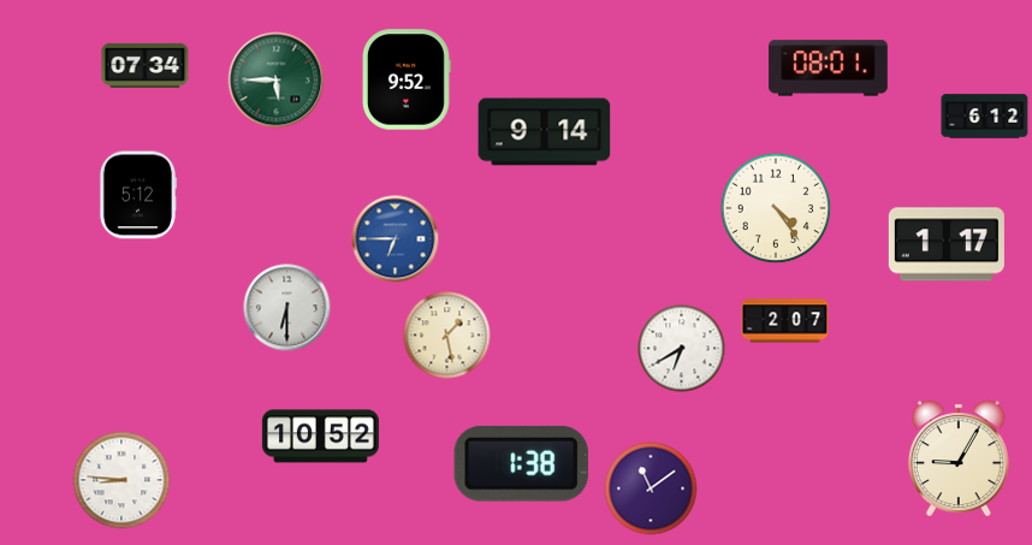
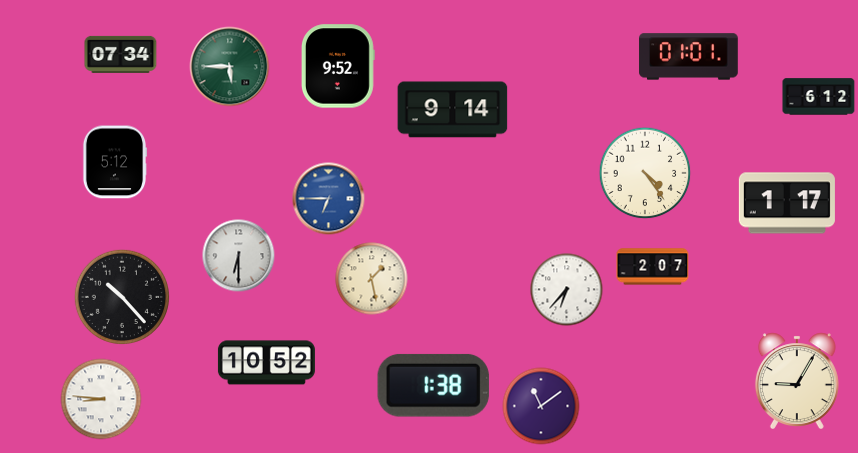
clock at (829, 69): 08:01 -> 01:01
clock at (682, 349): 6:40 -> 6:37
clock at (122, 297): none -> 10:23
